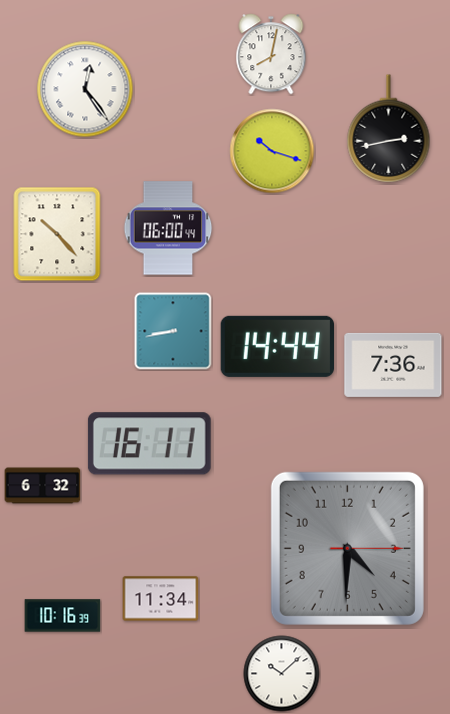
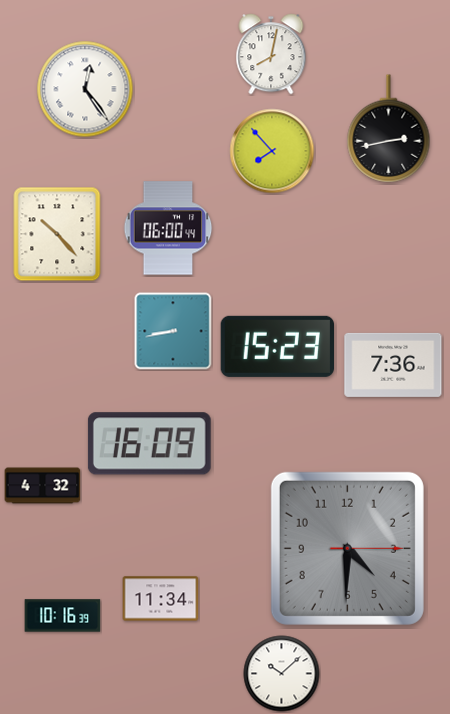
clock at (272, 151): 10:18 -> 7:53
clock at (277, 346): 14:44 -> 15:23
clock at (149, 444): 16:11 -> 16:09
clock at (43, 486): 6:32 -> 4:32
